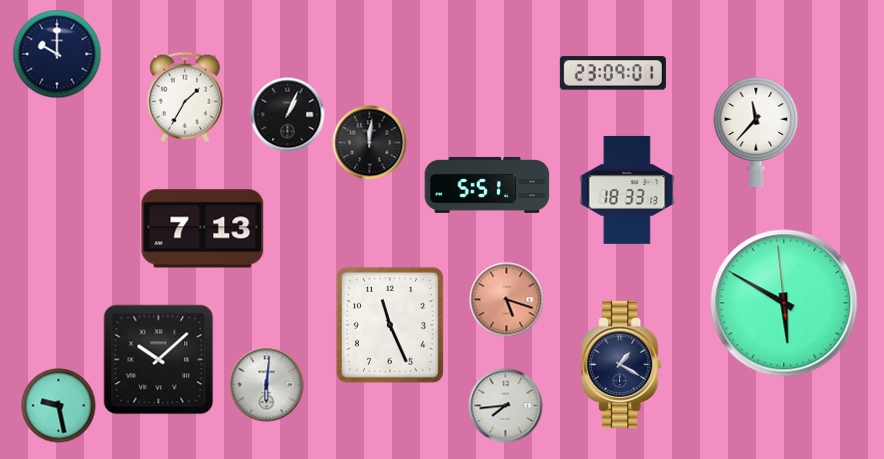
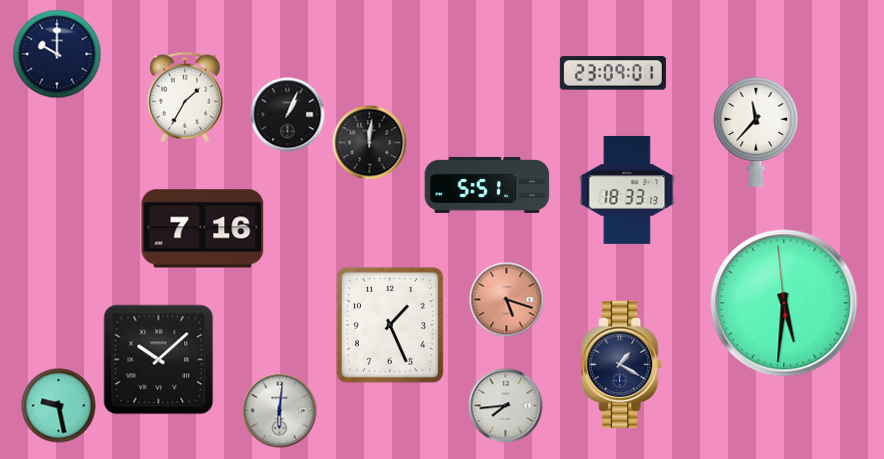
clock at (203, 229): 7:13 -> 7:16
clock at (784, 303): 5:49 -> 5:30
clock at (390, 325): 11:26 -> 1:26
clock at (267, 385) position: (267, 385) -> (280, 411)
